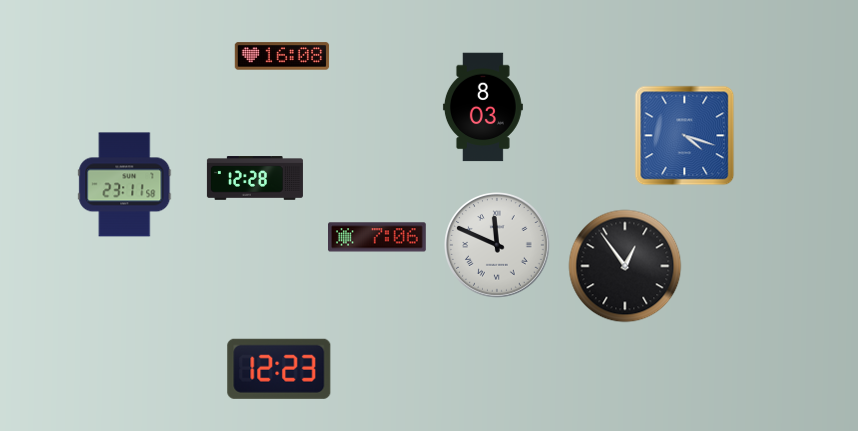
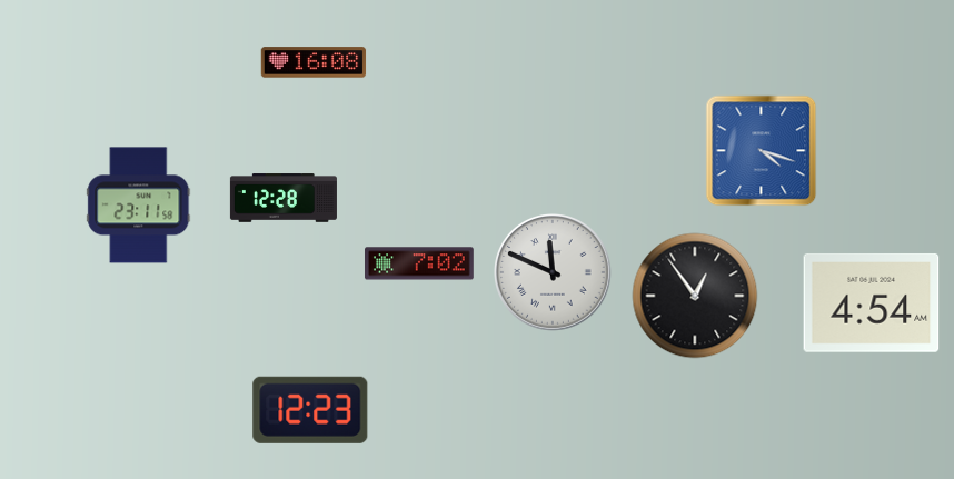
clock at (483, 107): 8:03 -> none
clock at (378, 237): 7:06 -> 7:02
clock at (872, 302): none -> 4:54
